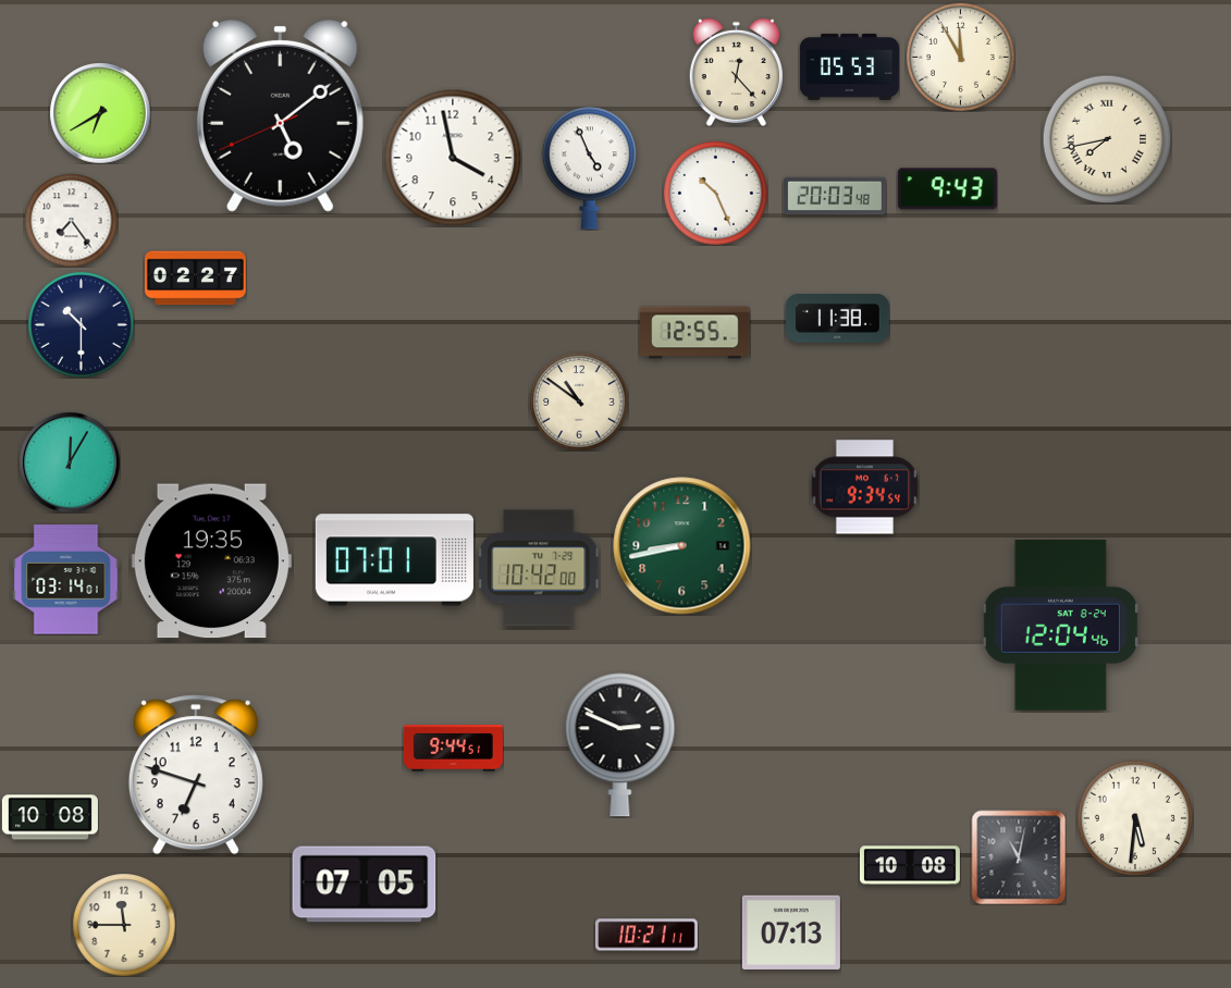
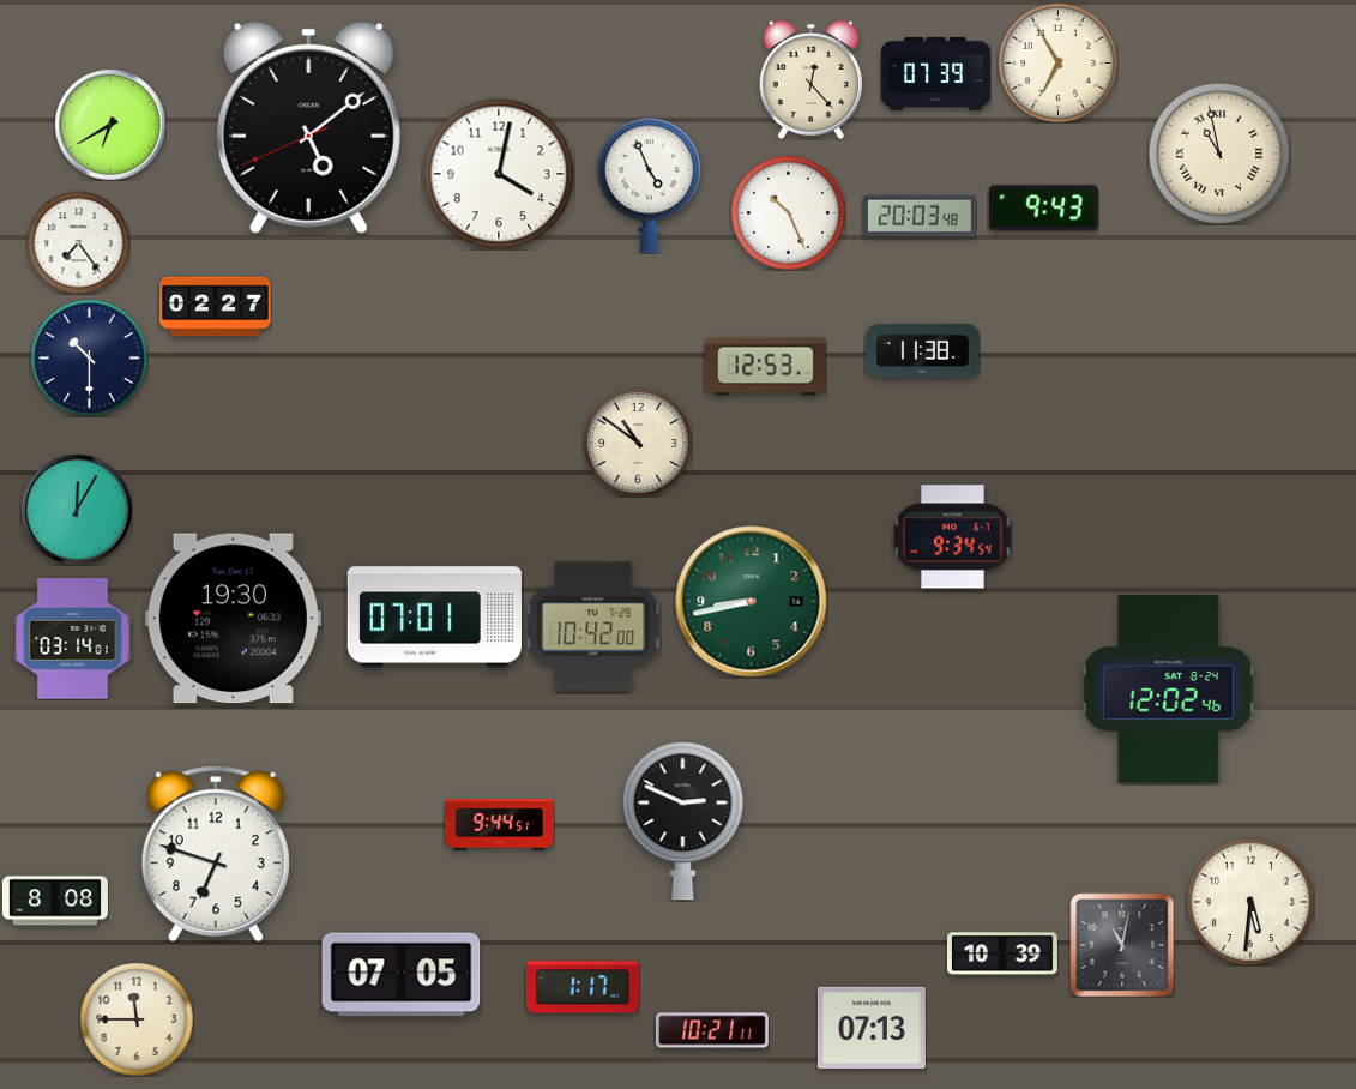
clock at (960, 57): 11:55 -> 6:55
clock at (849, 66): 05:53 -> 07:39
clock at (1107, 139): 7:43 -> 10:58
clock at (453, 158): 3:58 -> 4:02
clock at (695, 333): 12:55 -> 12:53
clock at (211, 561): 19:35 -> 19:30
clock at (1060, 626): 12:04 -> 12:02
clock at (50, 817): 10:08 -> 8:08
clock at (910, 865): 10:08 -> 10:39
clock at (583, 987): none -> 1:17
